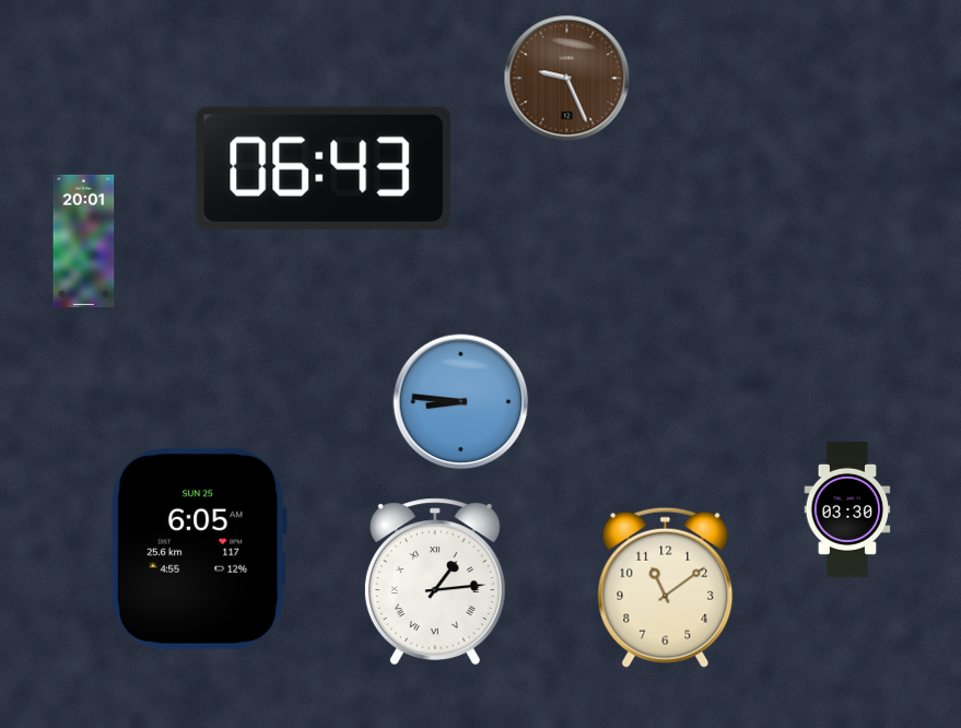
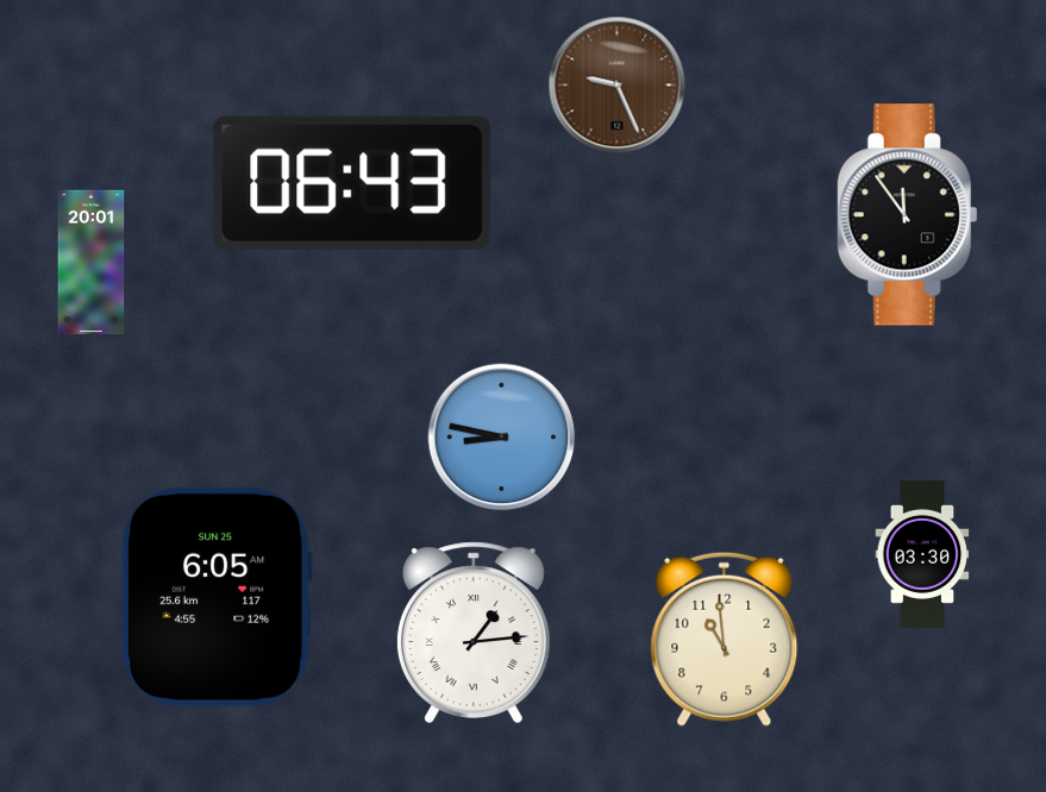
clock at (908, 215): none -> 11:54
clock at (461, 402): 8:46 -> 8:47
clock at (666, 587): 11:09 -> 10:59
